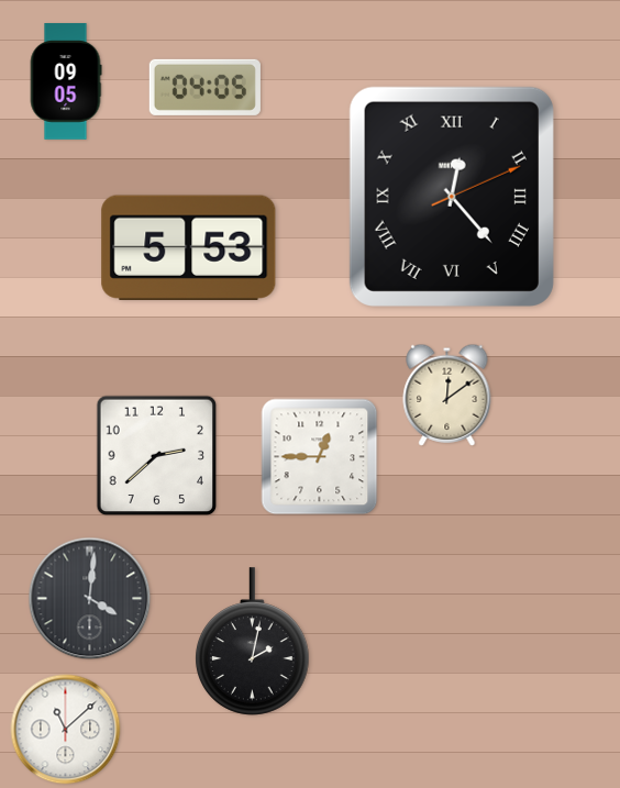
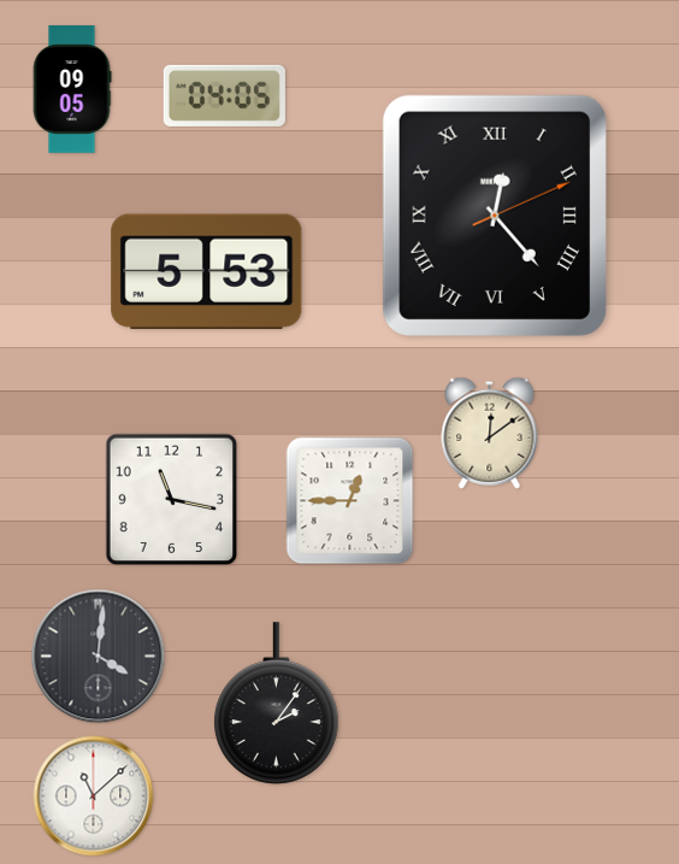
clock at (157, 456): 2:38 -> 11:17
clock at (253, 642): 2:02 -> 2:06
clock at (66, 730) position: (66, 730) -> (94, 797)
